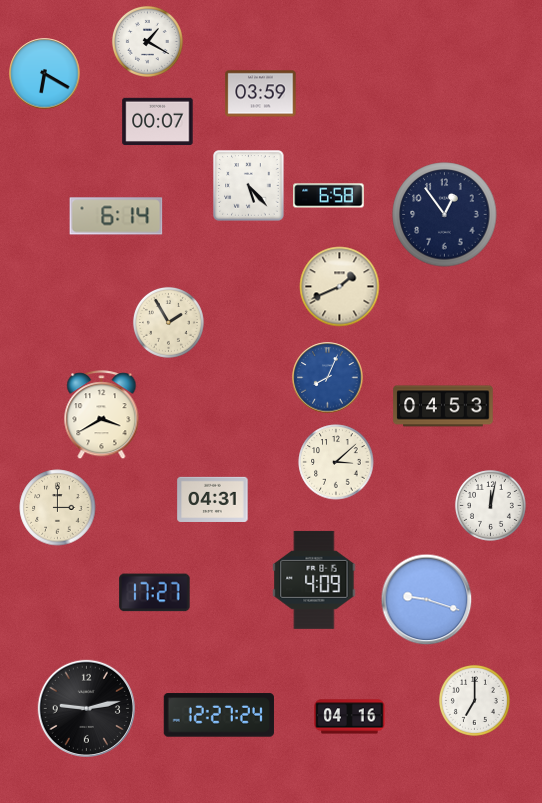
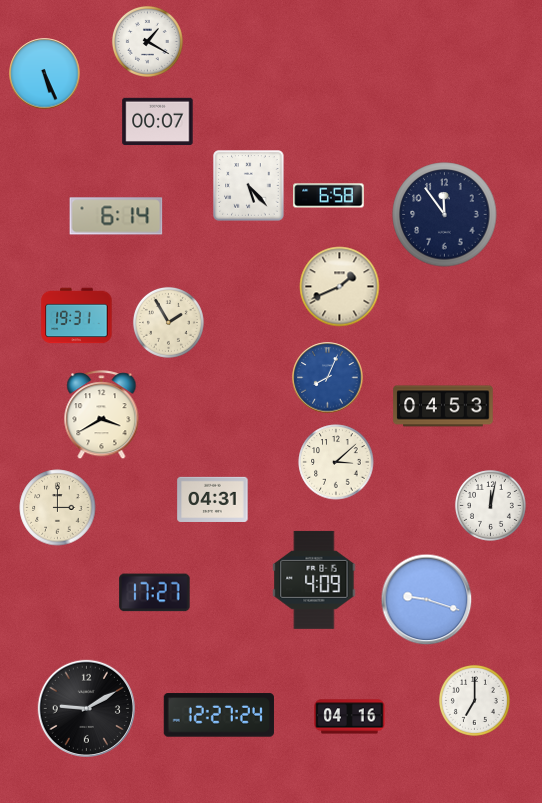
clock at (45, 74): 6:20 -> 5:26
clock at (261, 94): 03:59 -> none
clock at (445, 215): 12:54 -> 11:54
clock at (77, 316): none -> 19:31
clock at (86, 708): 9:13 -> 9:10
